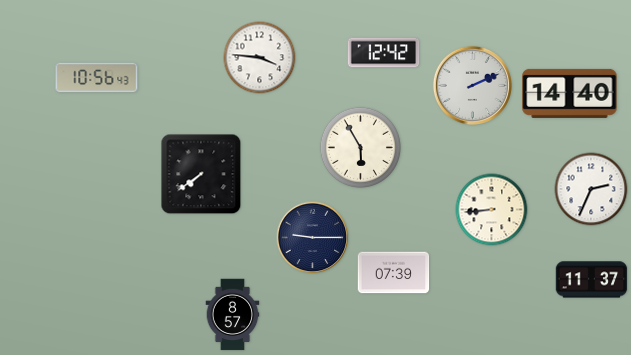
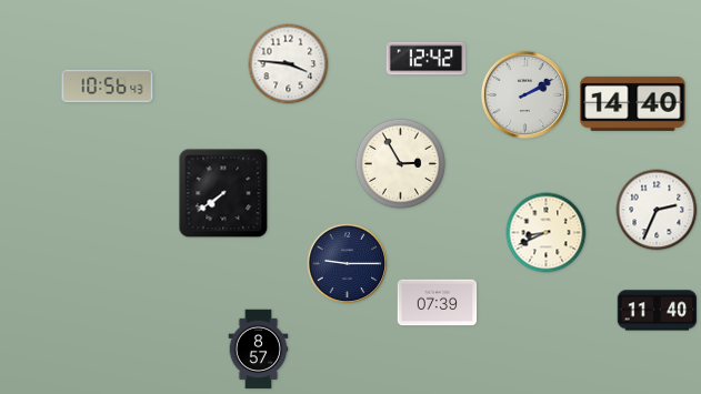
clock at (472, 85): 2:11 -> 2:10
clock at (360, 147): 5:55 -> 2:55
clock at (492, 210): 8:44 -> 8:41
clock at (592, 280): 11:37 -> 11:40
